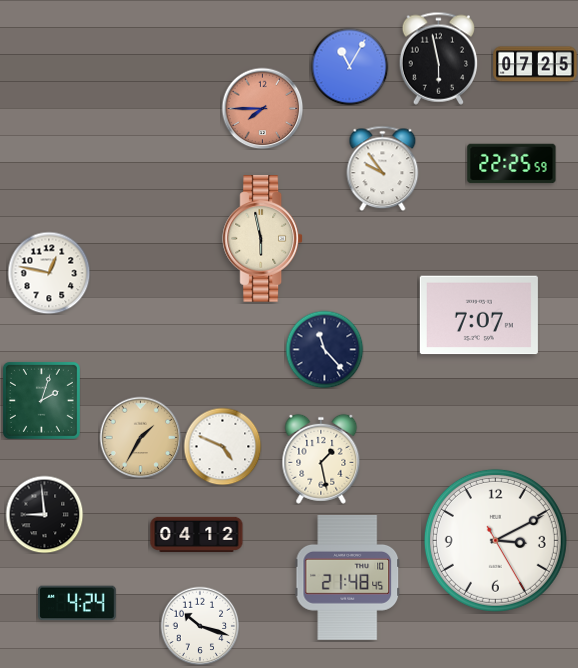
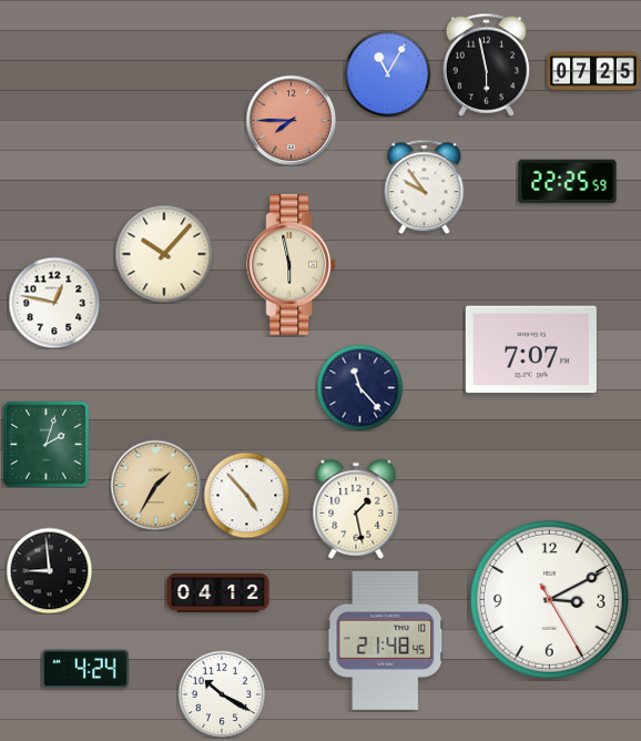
clock at (164, 254): none -> 10:07
clock at (222, 446): 4:49 -> 4:53
clock at (200, 626): 10:18 -> 10:20
